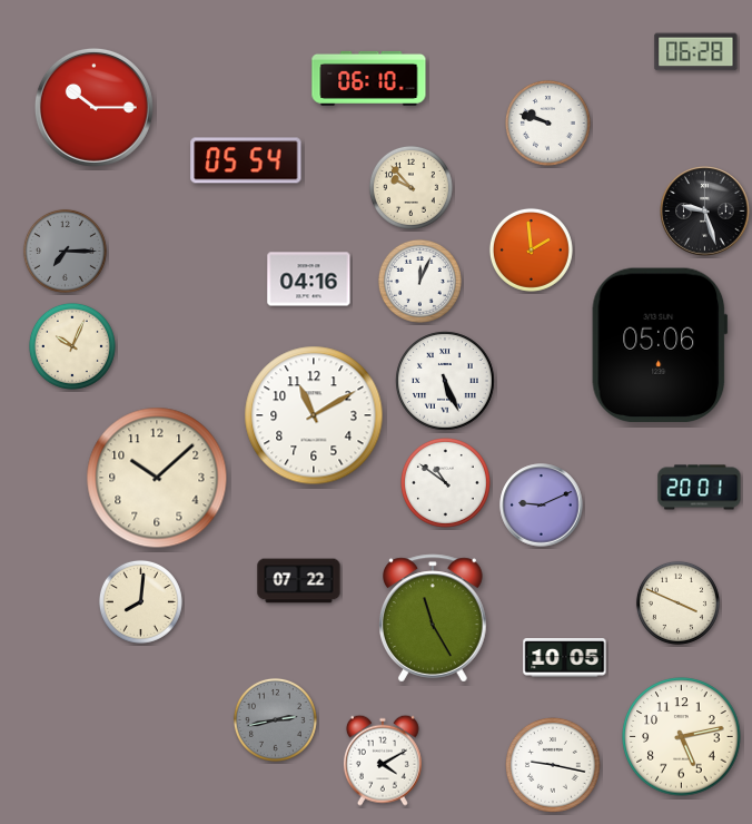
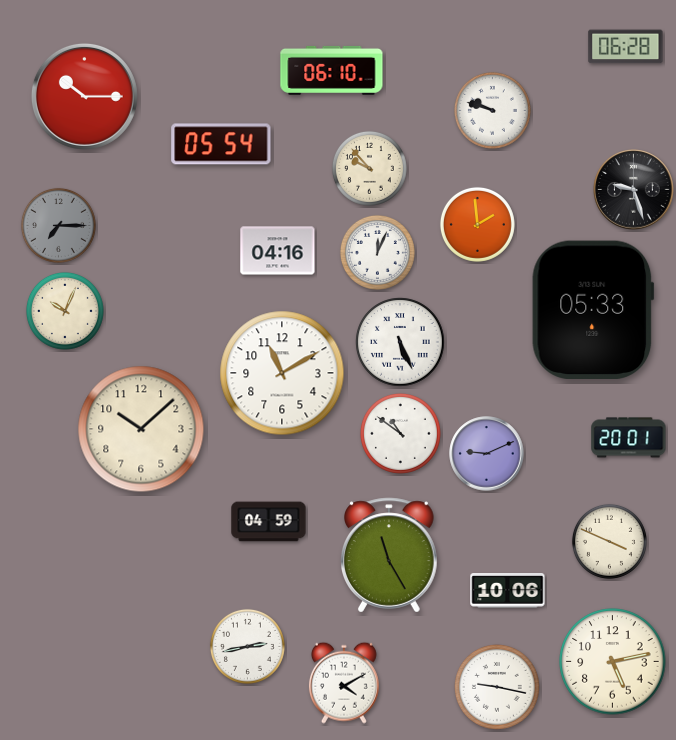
clock at (660, 345): 05:06 -> 05:33
clock at (299, 581): 07:22 -> 04:59
clock at (140, 601): 8:01 -> none
clock at (565, 658): 10:05 -> 10:06
clock at (275, 719) dial: grey -> white
